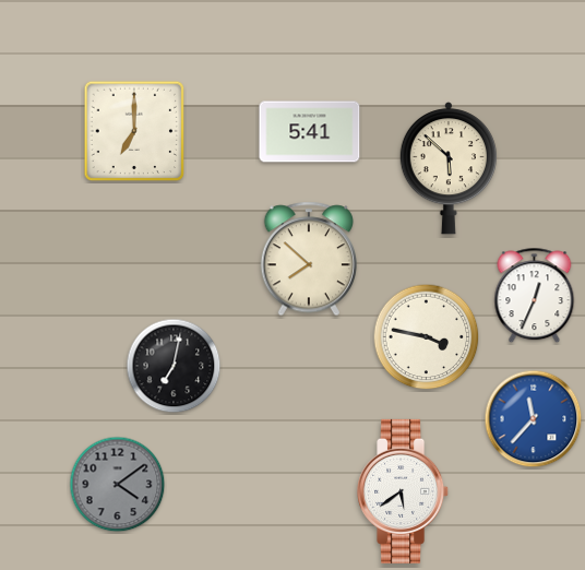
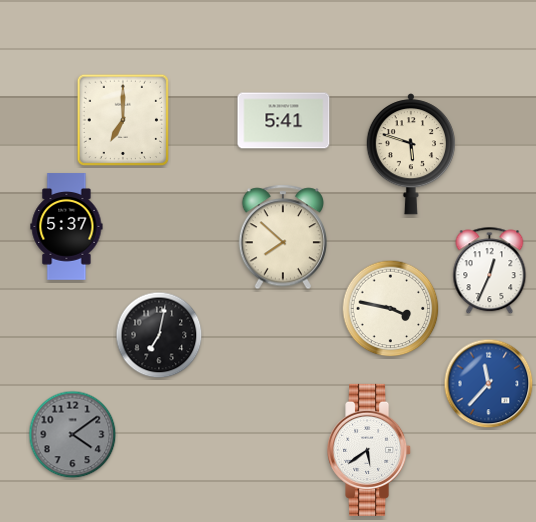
clock at (449, 168): 5:52 -> 5:48
clock at (67, 227): none -> 5:37
clock at (118, 485) position: (118, 485) -> (73, 435)
